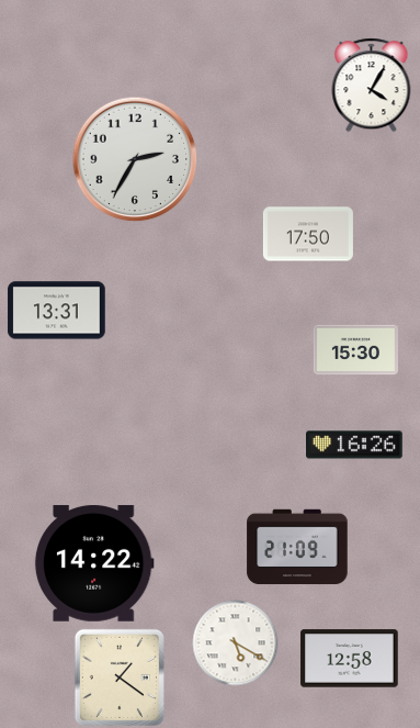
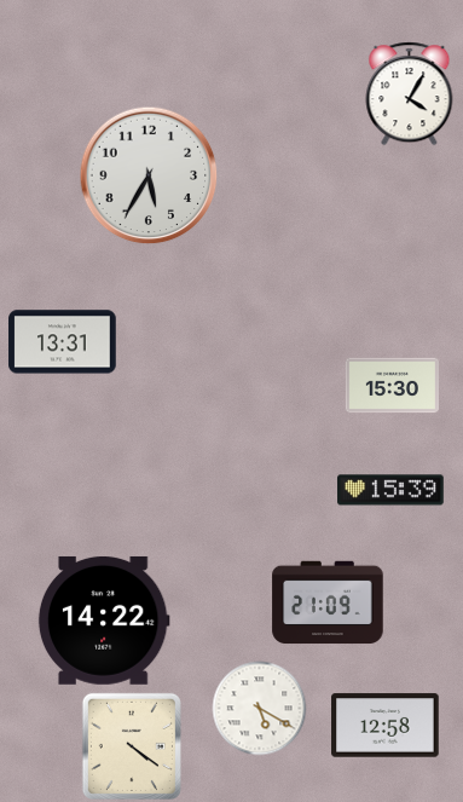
clock at (135, 159): 2:35 -> 5:35
clock at (308, 234): 17:50 -> none
clock at (354, 445): 16:26 -> 15:39
clock at (120, 677): 1:21 -> 4:21
